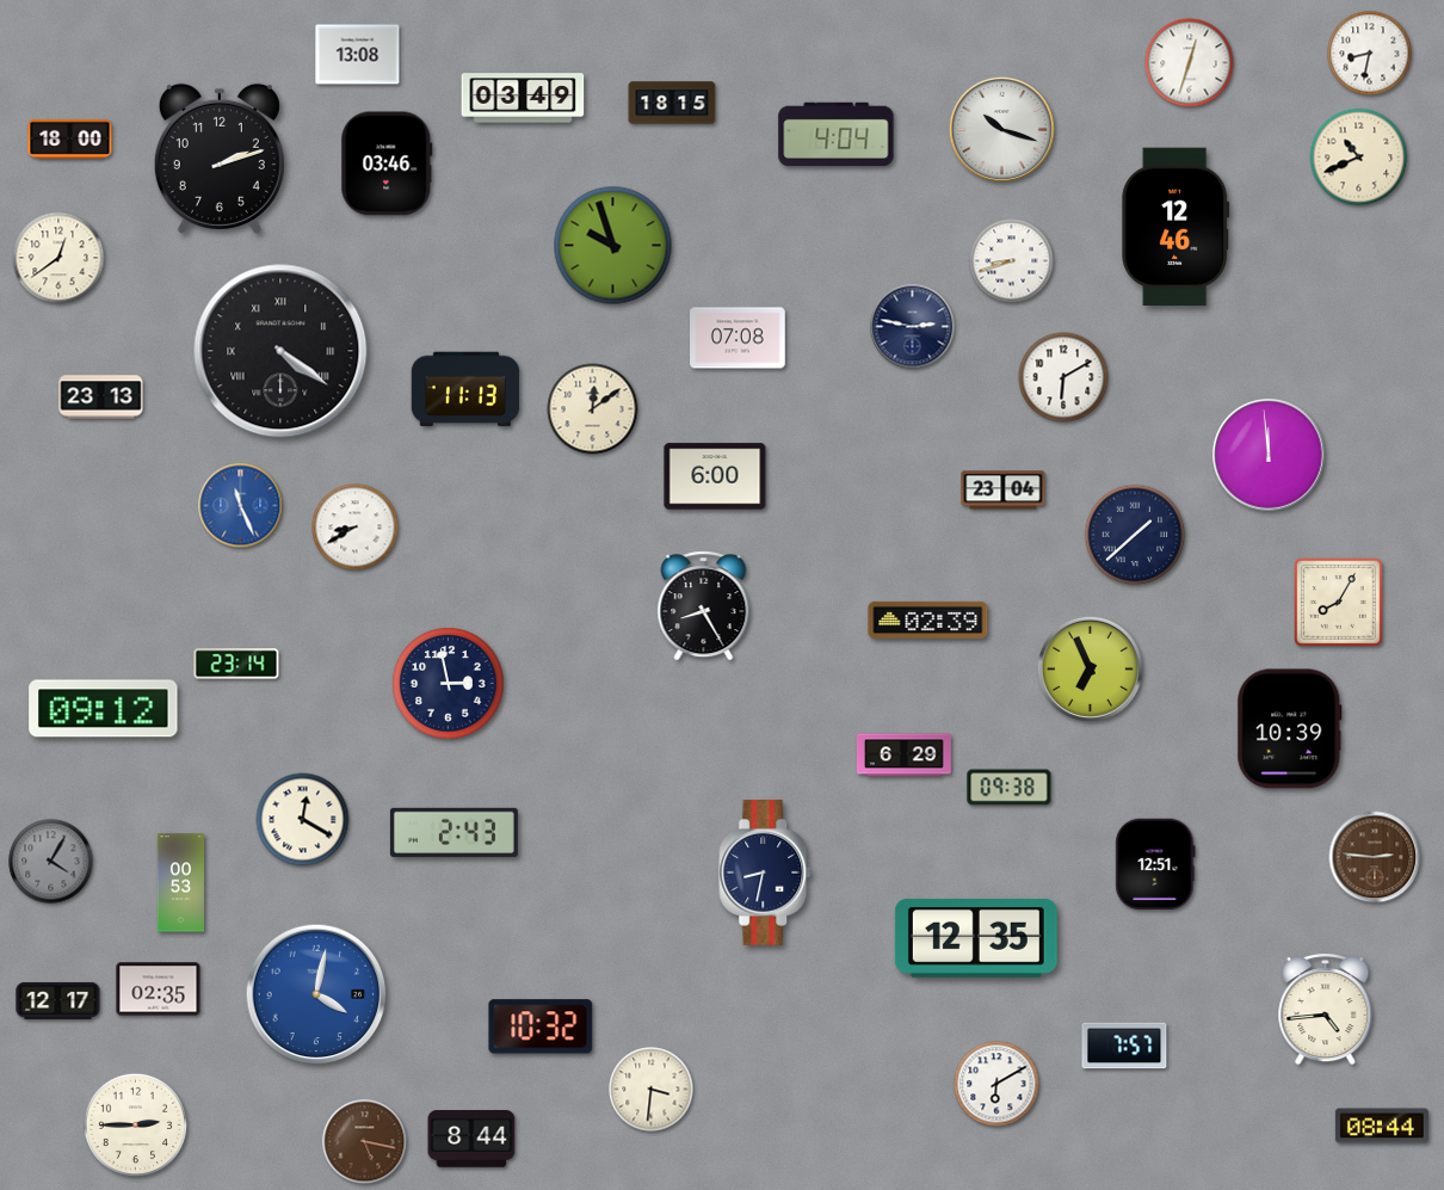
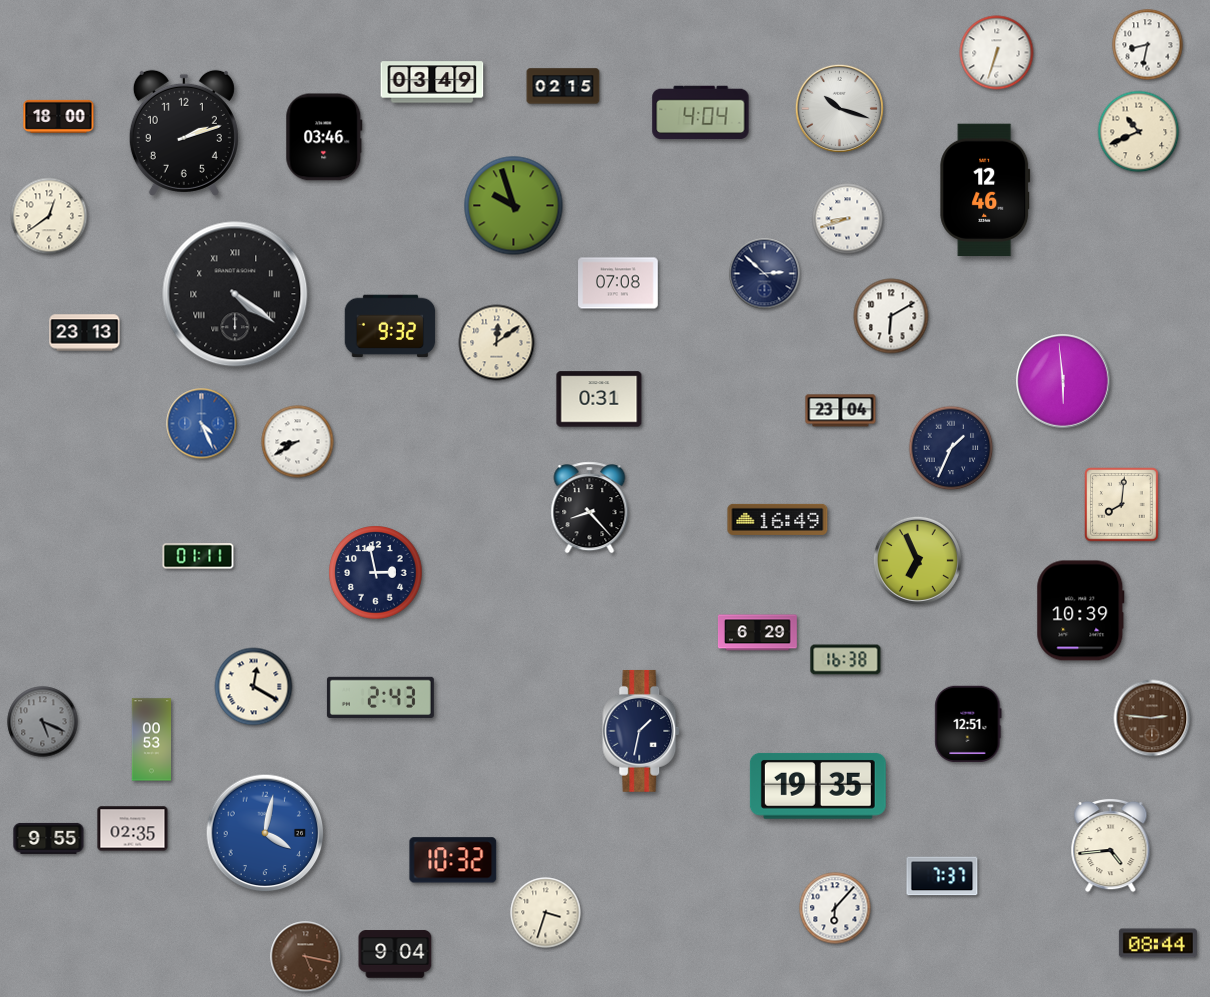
clock at (358, 55): 13:08 -> none
clock at (1190, 63): 12:33 -> 6:33
clock at (523, 98) position: (523, 98) -> (432, 82)
clock at (672, 103): 18:15 -> 02:15
clock at (913, 327): 2:47 -> 2:52
clock at (465, 389): 11:13 -> 9:32
clock at (1269, 455): 11:59 -> 5:59
clock at (715, 476): 6:00 -> 0:31
clock at (241, 506): 11:26 -> 4:26
clock at (1135, 535): 1:38 -> 1:34
clock at (1339, 603): 8:05 -> 8:01
clock at (704, 606): 8:25 -> 8:23
clock at (928, 619): 02:39 -> 16:49
clock at (236, 664): 23:14 -> 01:11
clock at (1090, 668) position: (1090, 668) -> (917, 560)
clock at (104, 709): 09:12 -> none
clock at (1010, 788): 09:38 -> 16:38
clock at (51, 862): 4:05 -> 5:19
clock at (766, 873): 8:32 -> 1:32
clock at (976, 938): 12:35 -> 19:35
clock at (58, 1000): 12:17 -> 9:55
clock at (1124, 1046): 7:57 -> 7:37
clock at (996, 1084): 6:10 -> 6:07
clock at (652, 1090): 3:31 -> 3:33
clock at (136, 1126): 2:45 -> none
clock at (471, 1139): 8:44 -> 9:04
